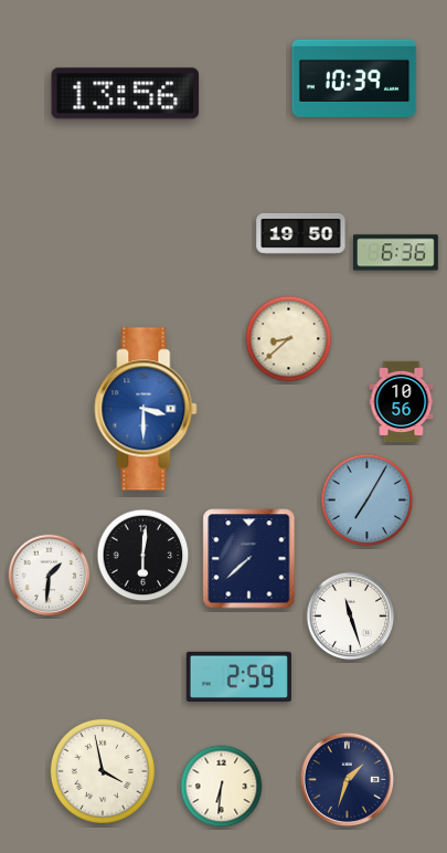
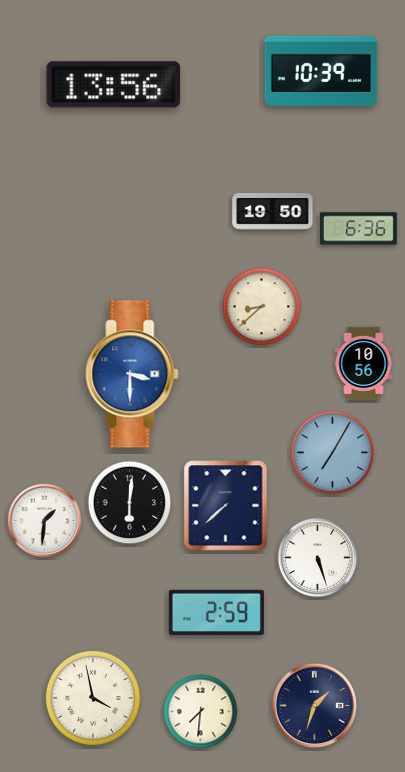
clock at (146, 409) position: (146, 409) -> (132, 374)
clock at (351, 617): 11:27 -> 5:27
clock at (222, 787): 6:31 -> 7:31
